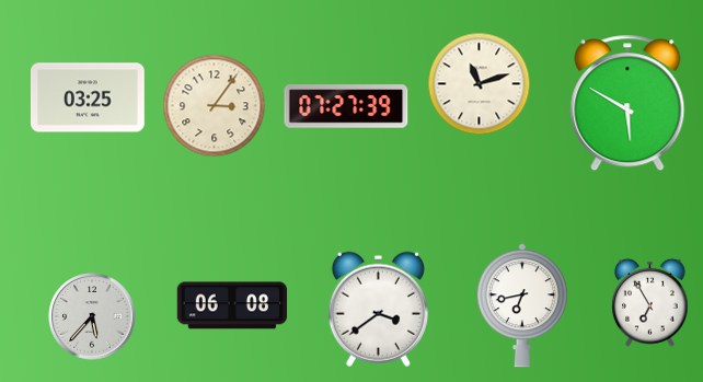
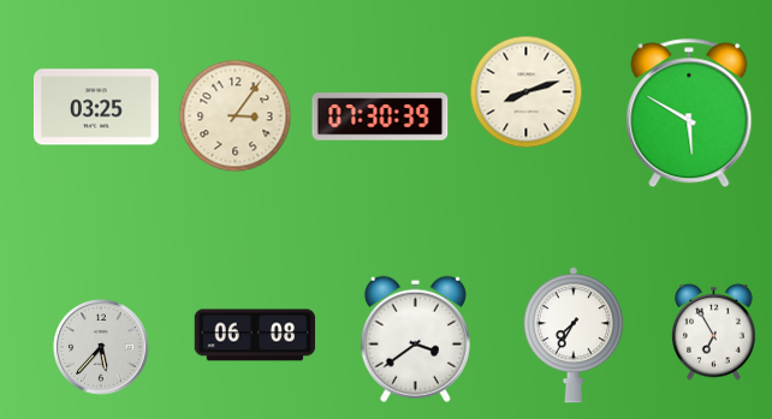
clock at (480, 84): 11:12 -> 8:12
clock at (346, 106): 07:27 -> 07:30
clock at (522, 305): 6:43 -> 7:35
